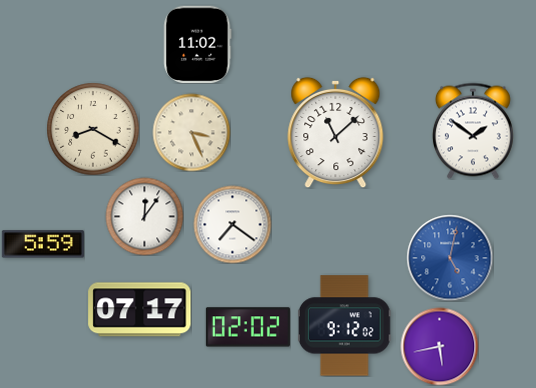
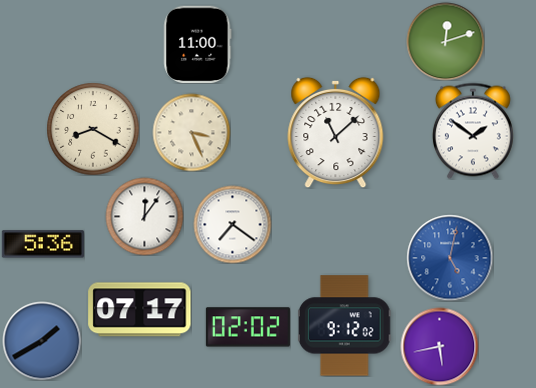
clock at (445, 41): none -> 12:12
clock at (198, 44): 11:02 -> 11:00
clock at (43, 244): 5:59 -> 5:36
clock at (42, 341): none -> 1:40
